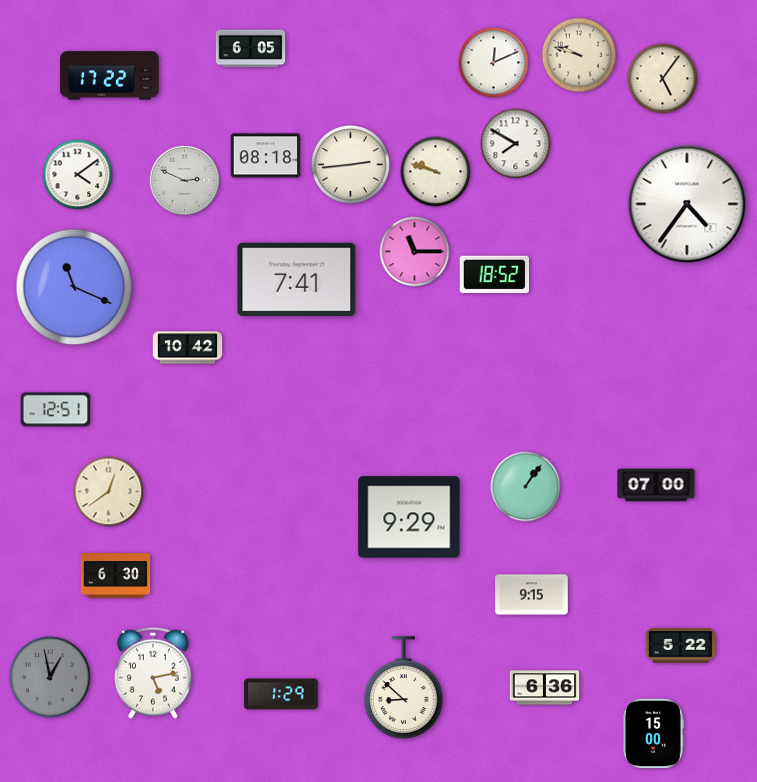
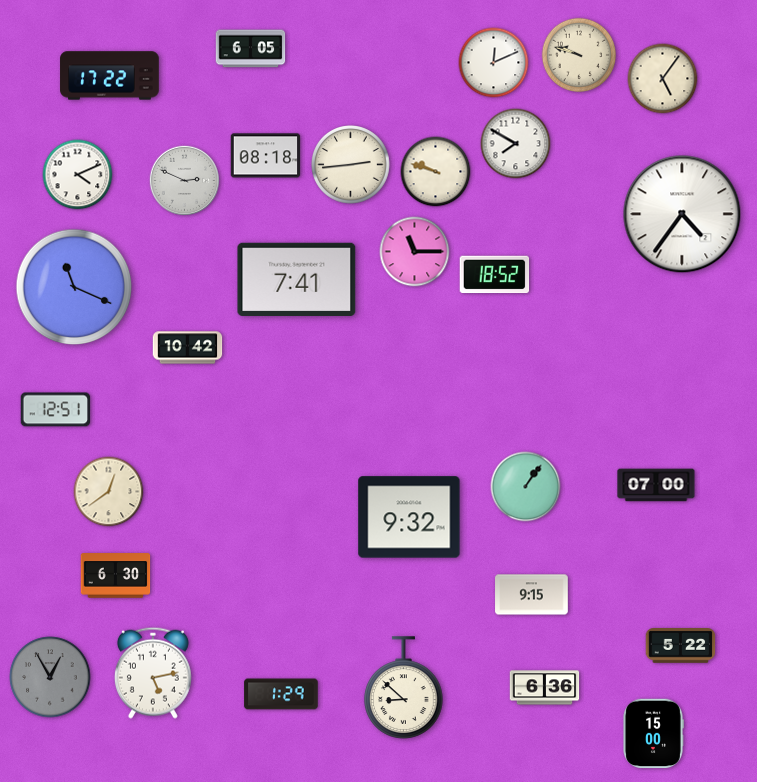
clock at (78, 175): 4:09 -> 4:11
clock at (687, 204) position: (687, 204) -> (682, 214)
clock at (409, 517): 9:29 -> 9:32
clock at (50, 677): 12:58 -> 12:55
